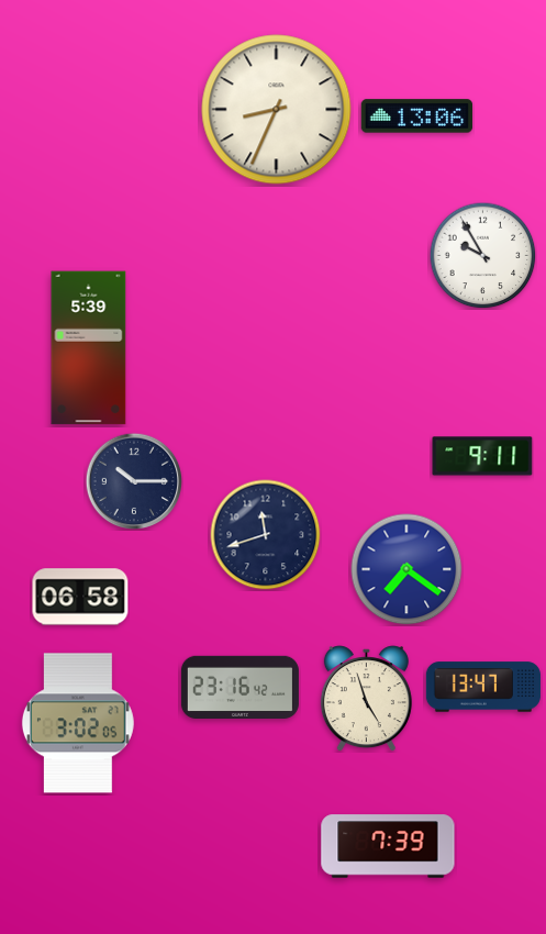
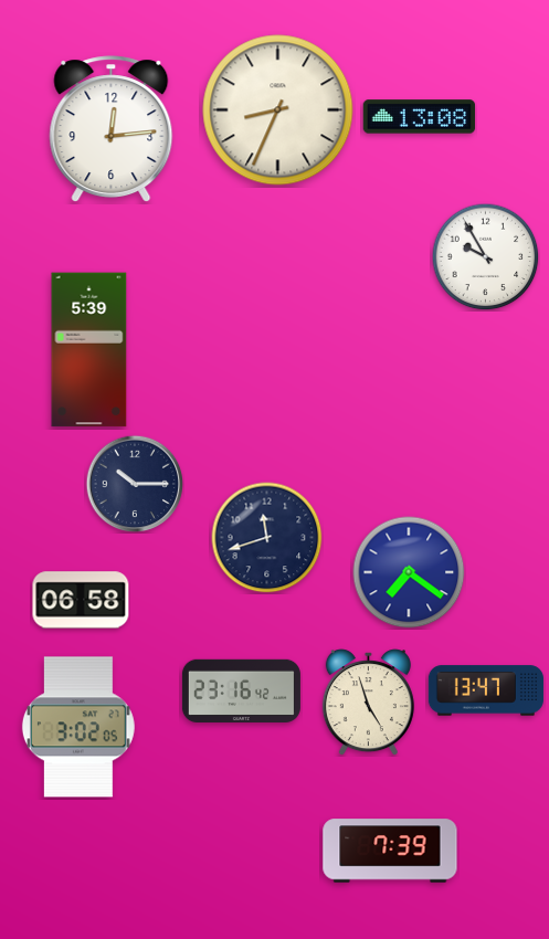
clock at (417, 116): 13:06 -> 13:08
clock at (112, 129): none -> 12:14
clock at (482, 456): 9:11 -> none
